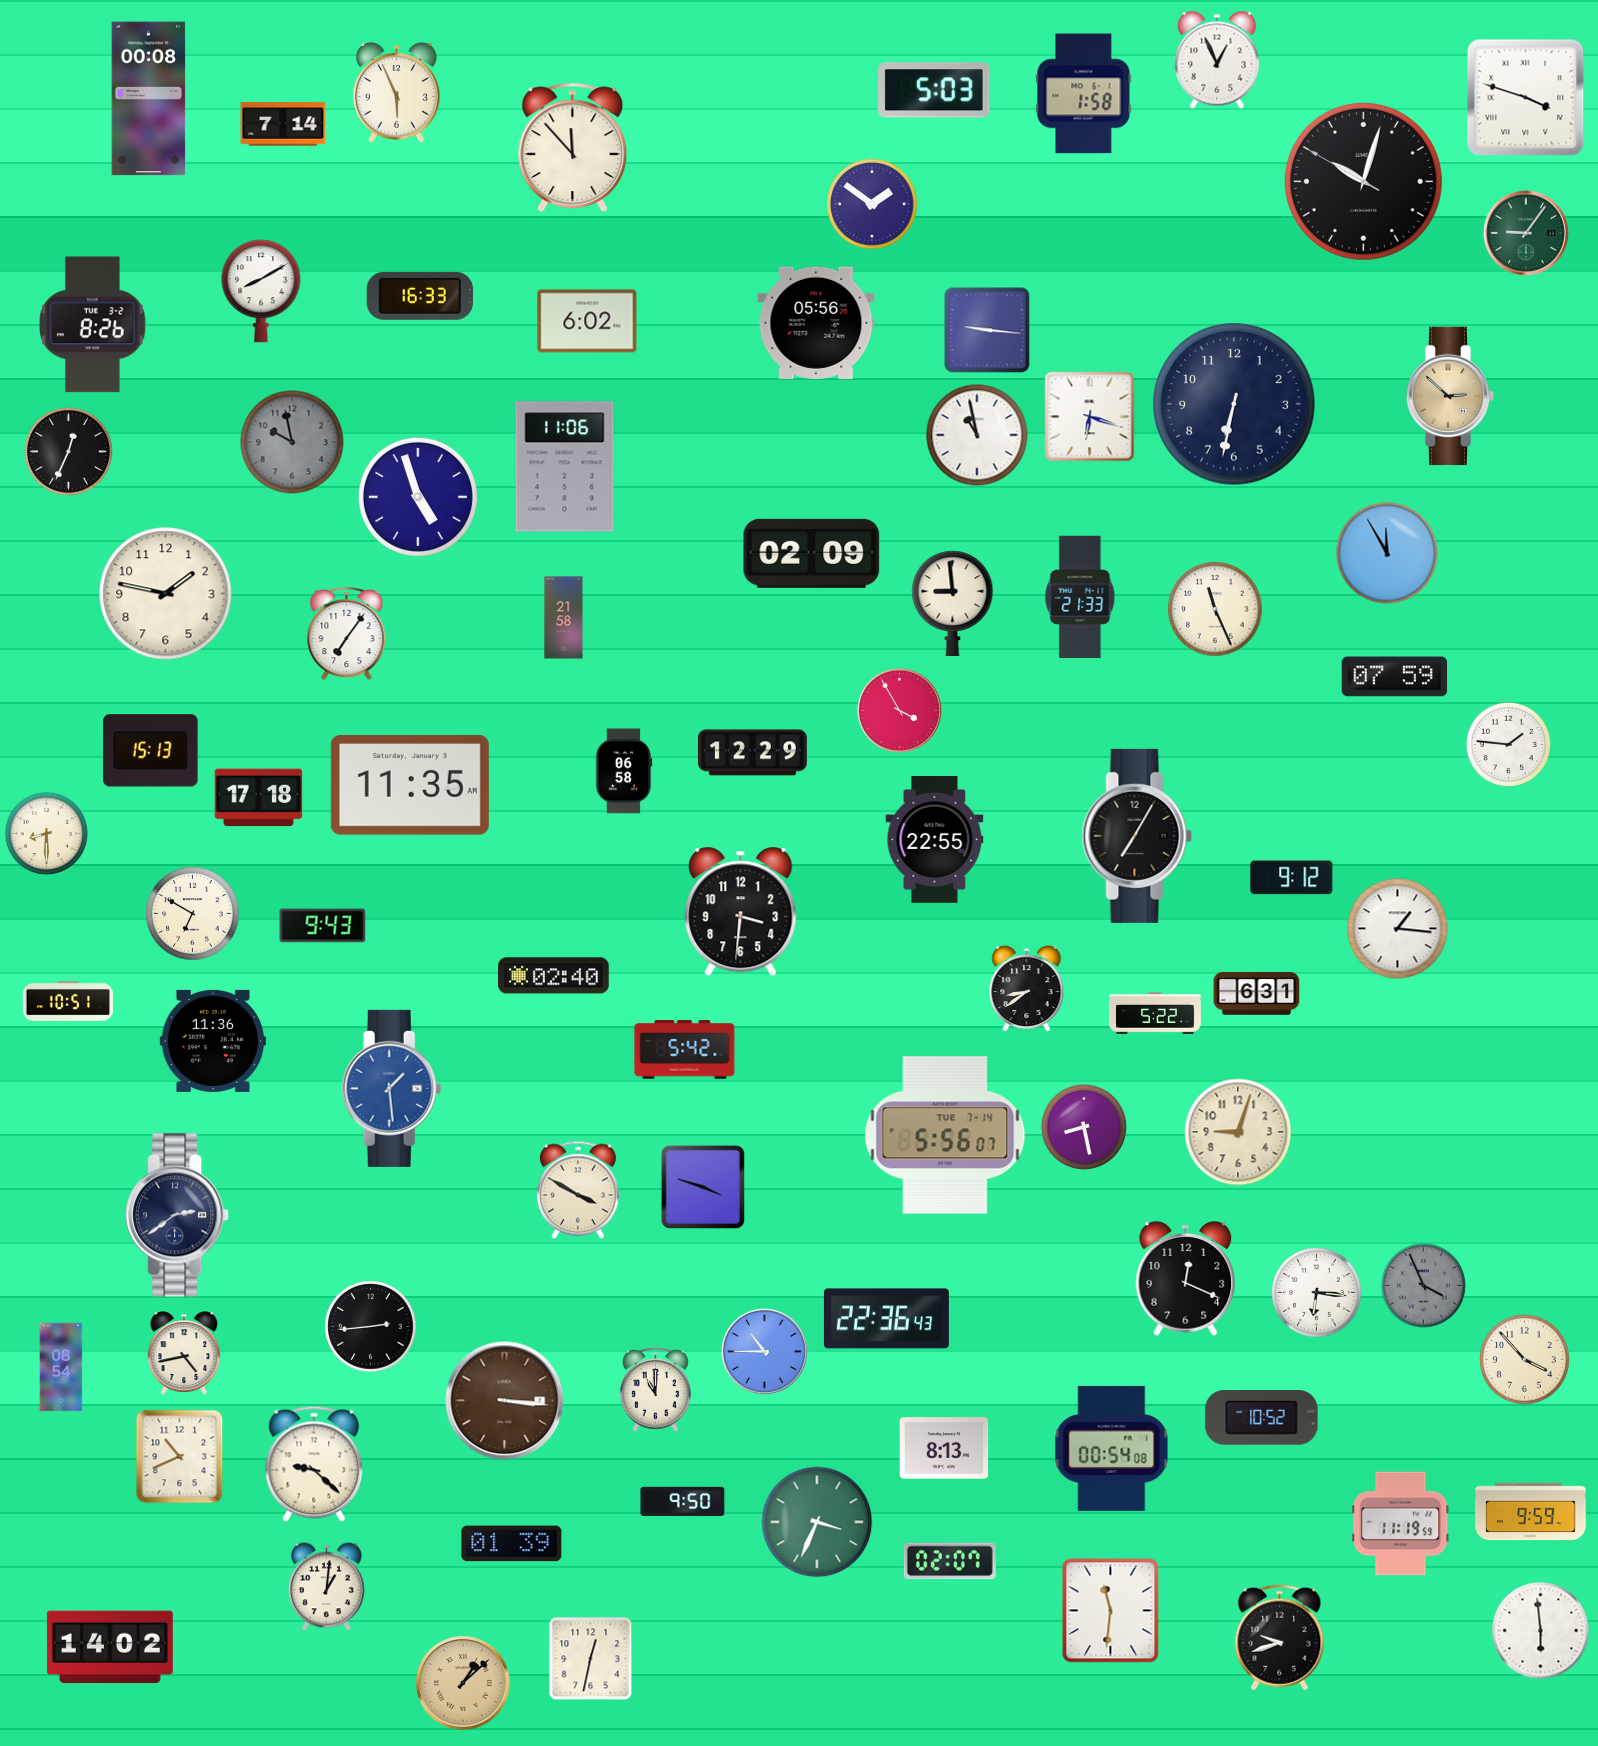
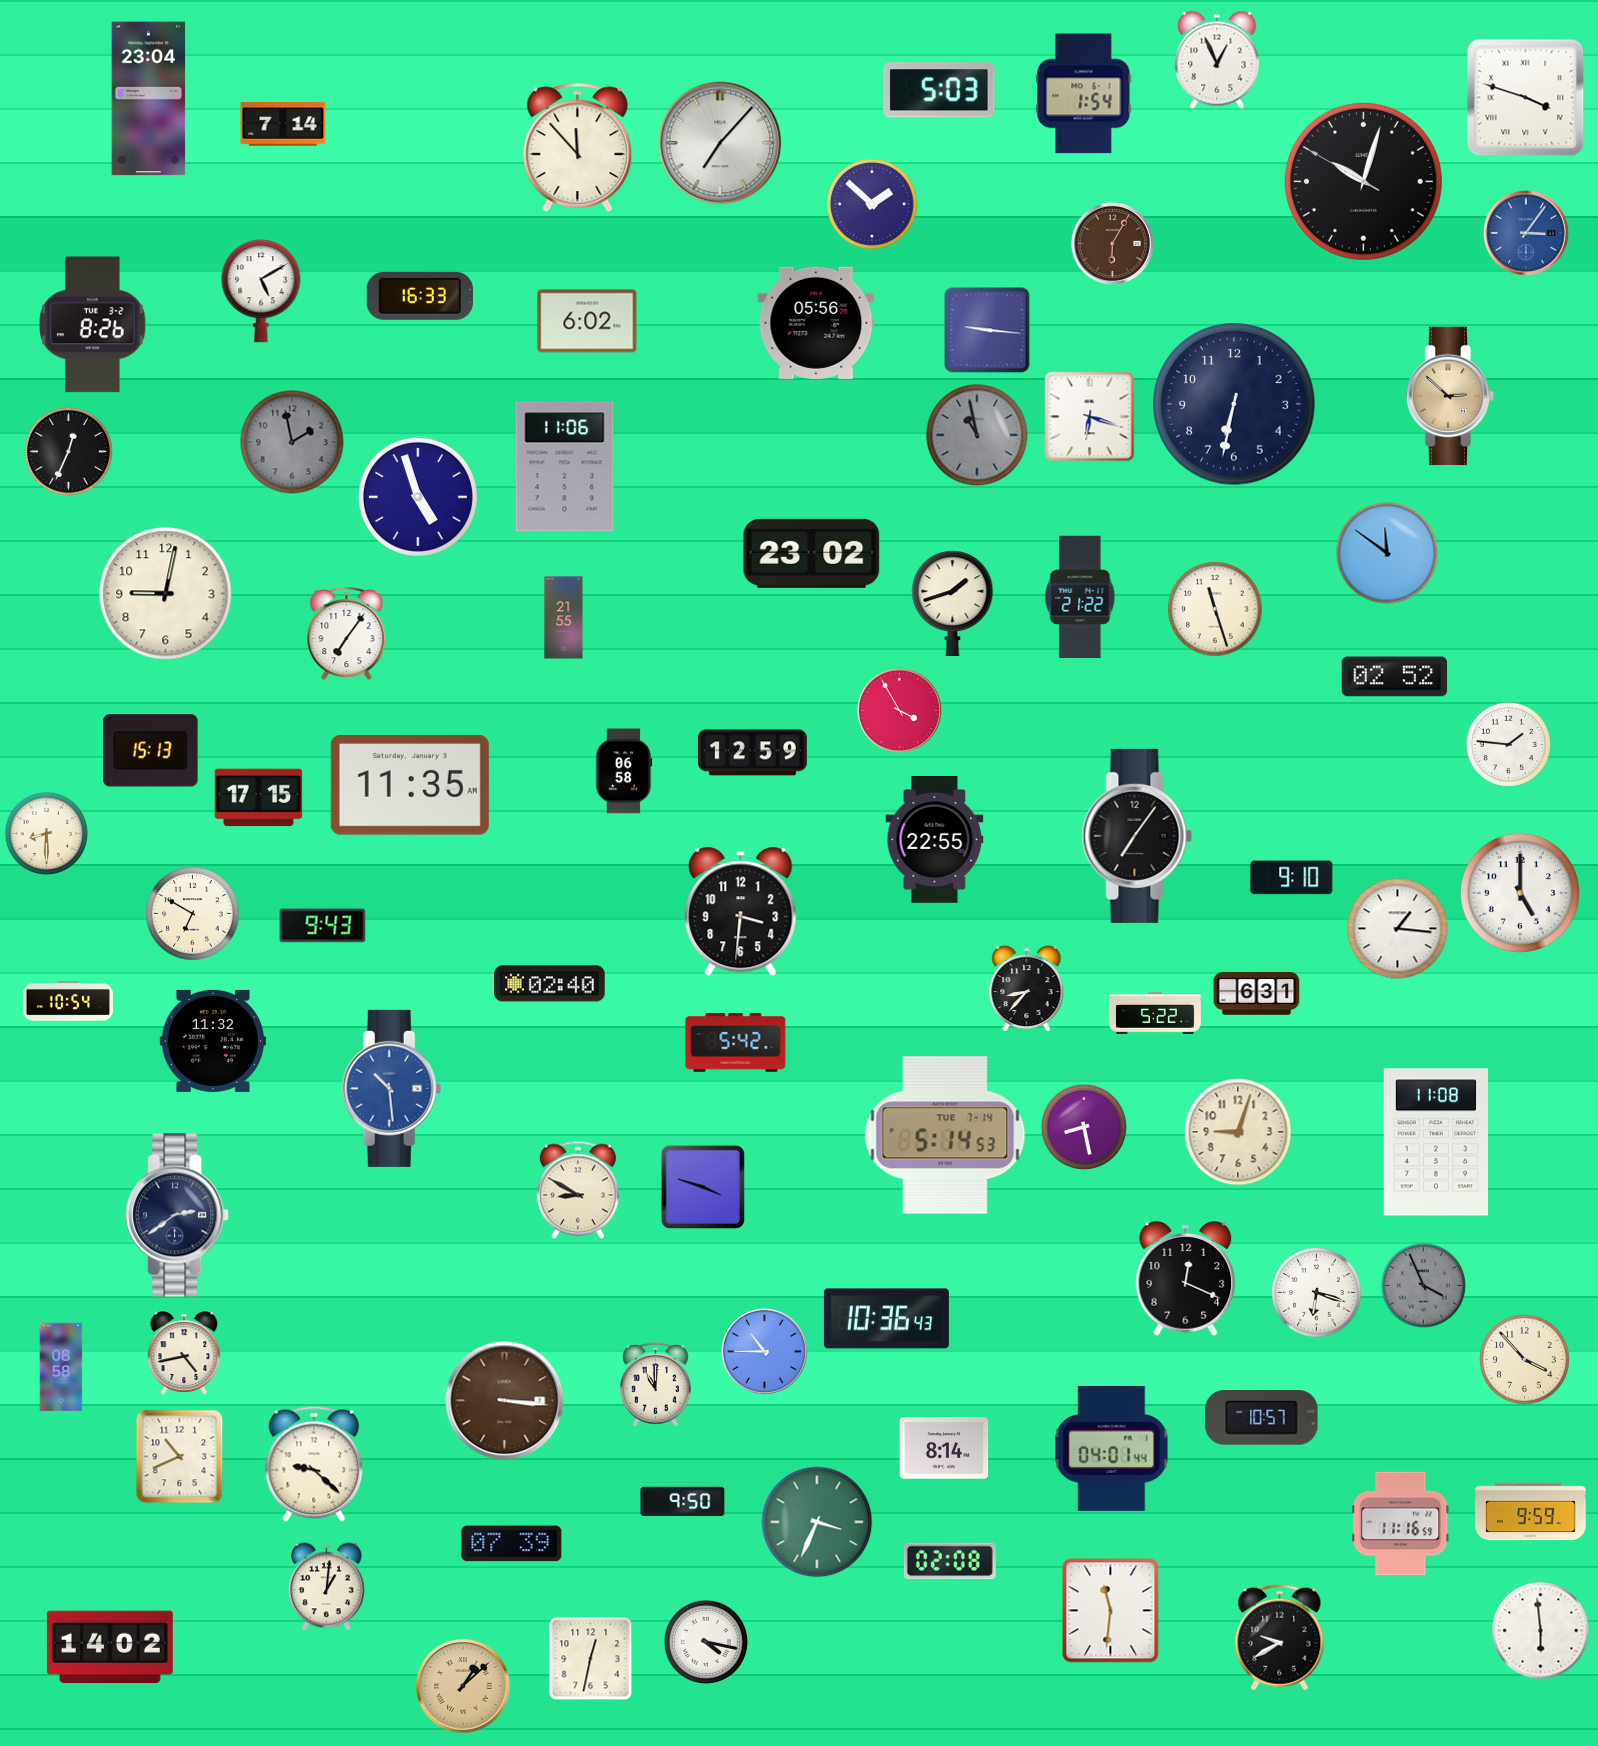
clock at (934, 90) position: (934, 90) -> (939, 90)
clock at (396, 92): 5:56 -> none
clock at (1084, 94): 1:58 -> 1:54
clock at (149, 99): 00:08 -> 23:04
clock at (720, 143): none -> 7:07
clock at (573, 147) position: (573, 147) -> (578, 147)
clock at (872, 204): 1:51 -> 1:52
clock at (1526, 233): 9:06 -> 3:06
clock at (1526, 233) dial: green -> blue
clock at (1112, 243): none -> 6:05
clock at (261, 291): 8:10 -> 5:10
clock at (977, 435) dial: white -> grey
clock at (292, 442): 9:58 -> 1:58
clock at (812, 553): 02:09 -> 23:02
clock at (1387, 553): 11:55 -> 11:51
clock at (166, 594): 1:47 -> 9:02
clock at (1080, 596): 21:33 -> 21:22
clock at (953, 604): 8:59 -> 1:42
clock at (1215, 609): 11:26 -> 11:27
clock at (564, 618): 21:58 -> 21:55
clock at (1395, 677): 07:59 -> 02:52
clock at (752, 753): 12:29 -> 12:59
clock at (259, 798): 17:18 -> 17:15
clock at (1137, 836): 7:05 -> 7:06
clock at (1292, 878): 9:12 -> 9:10
clock at (1520, 893): none -> 5:00
clock at (554, 976) position: (554, 976) -> (550, 984)
clock at (1027, 989): 8:39 -> 8:37
clock at (68, 1002): 10:51 -> 10:54
clock at (213, 1041): 11:36 -> 11:32
clock at (685, 1050) position: (685, 1050) -> (736, 1043)
clock at (392, 1088): 1:29 -> 10:29
clock at (945, 1135): 5:56 -> 5:14
clock at (1435, 1142): none -> 11:08
clock at (578, 1190): 3:50 -> 8:50
clock at (1317, 1293): 6:16 -> 6:18
clock at (886, 1319): 22:36 -> 10:36
clock at (371, 1327): 2:44 -> none
clock at (61, 1367): 08:54 -> 08:58
clock at (655, 1389) position: (655, 1389) -> (655, 1384)
clock at (1262, 1418): 10:52 -> 10:57
clock at (944, 1448): 8:13 -> 8:14
clock at (1112, 1448): 00:54 -> 04:01
clock at (1401, 1524): 11:19 -> 11:16
clock at (512, 1544): 01:39 -> 07:39
clock at (950, 1561): 02:07 -> 02:08
clock at (1280, 1638): 9:42 -> 9:40
clock at (705, 1641): none -> 4:17
clock at (463, 1683) position: (463, 1683) -> (463, 1686)
